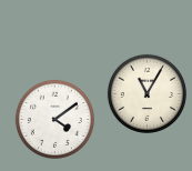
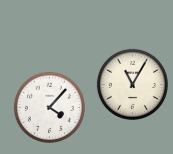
clock at (54, 119): 4:09 -> 4:07
